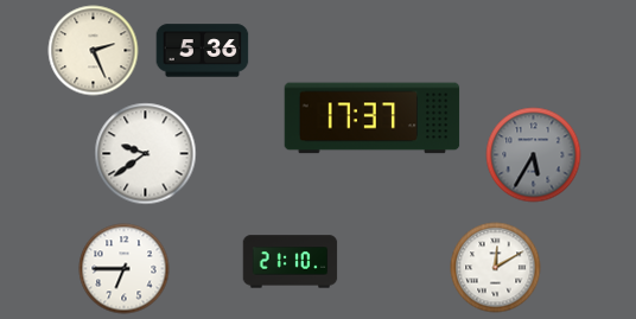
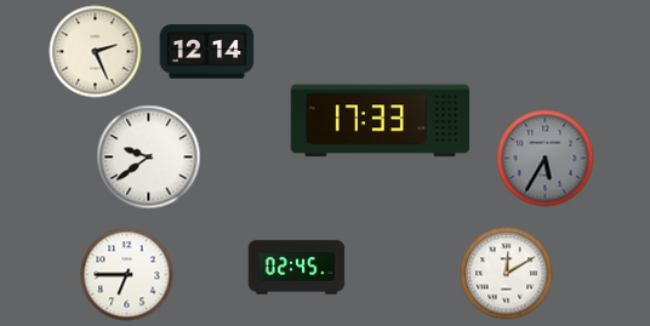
clock at (203, 51): 5:36 -> 12:14
clock at (373, 119): 17:37 -> 17:33
clock at (291, 262): 21:10 -> 02:45
